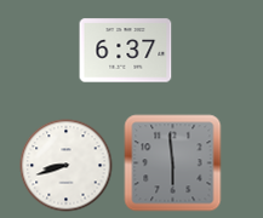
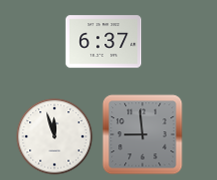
clock at (173, 163): 5:59 -> 8:59
clock at (67, 166): 8:42 -> 11:57
